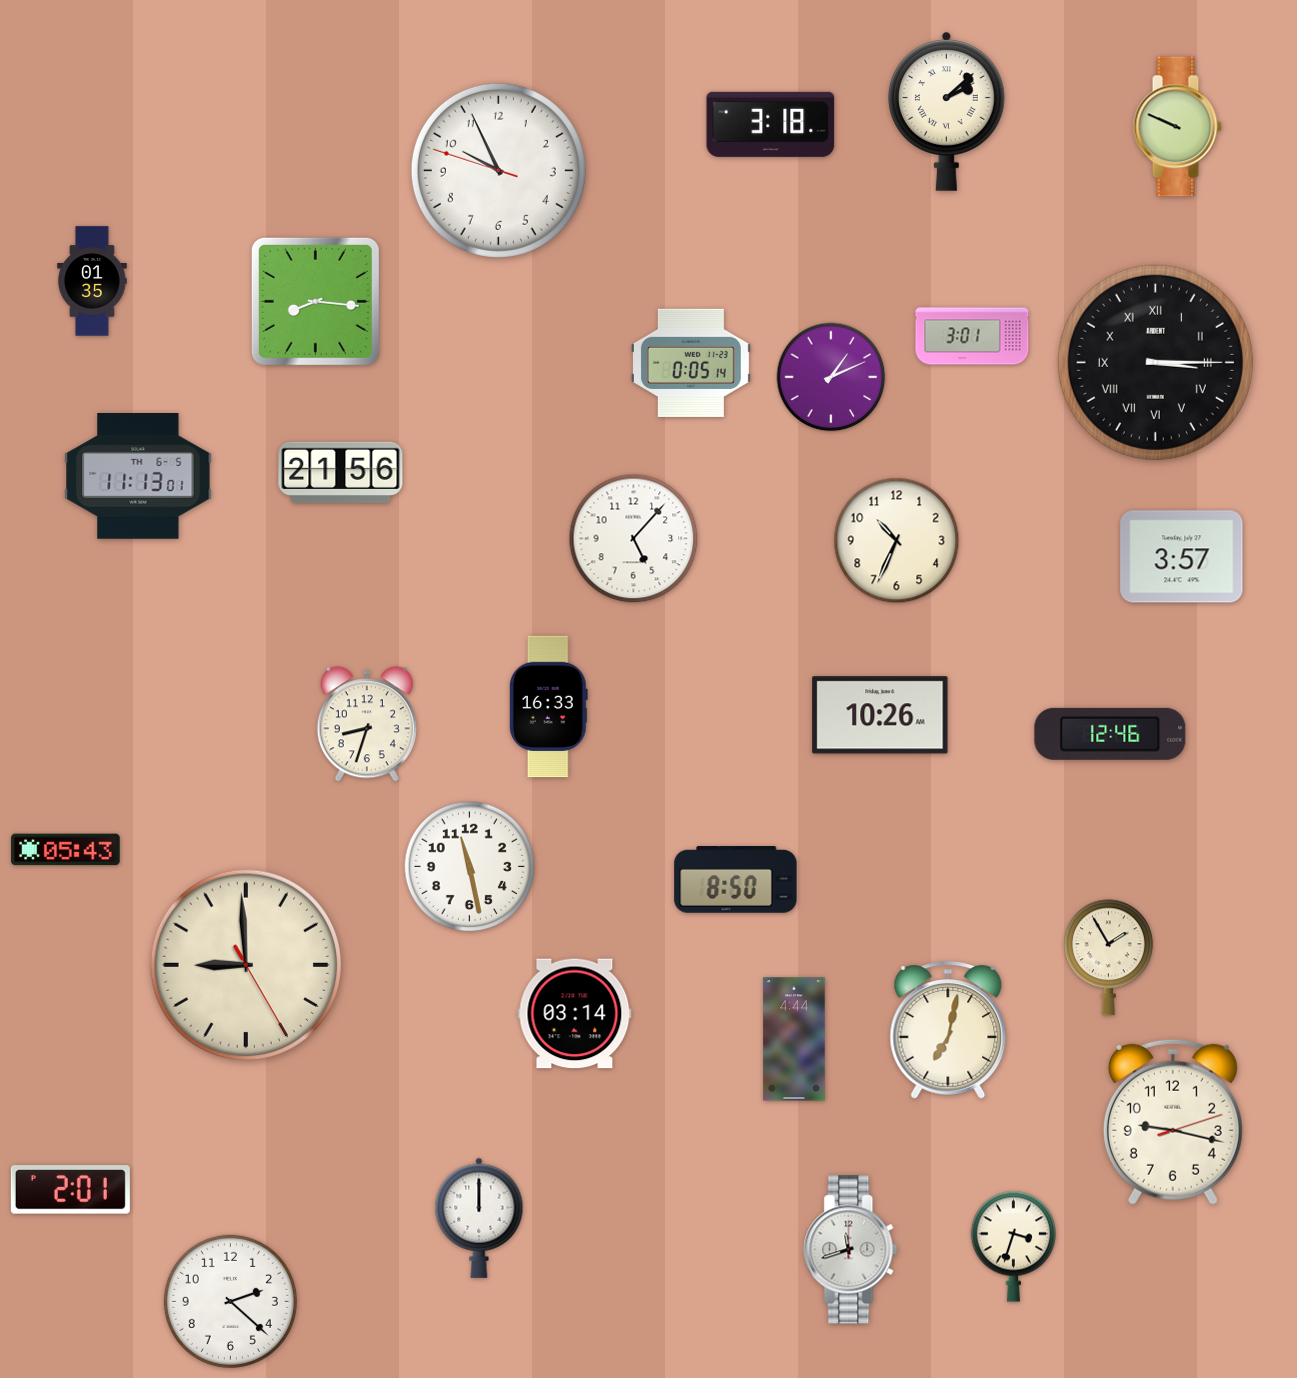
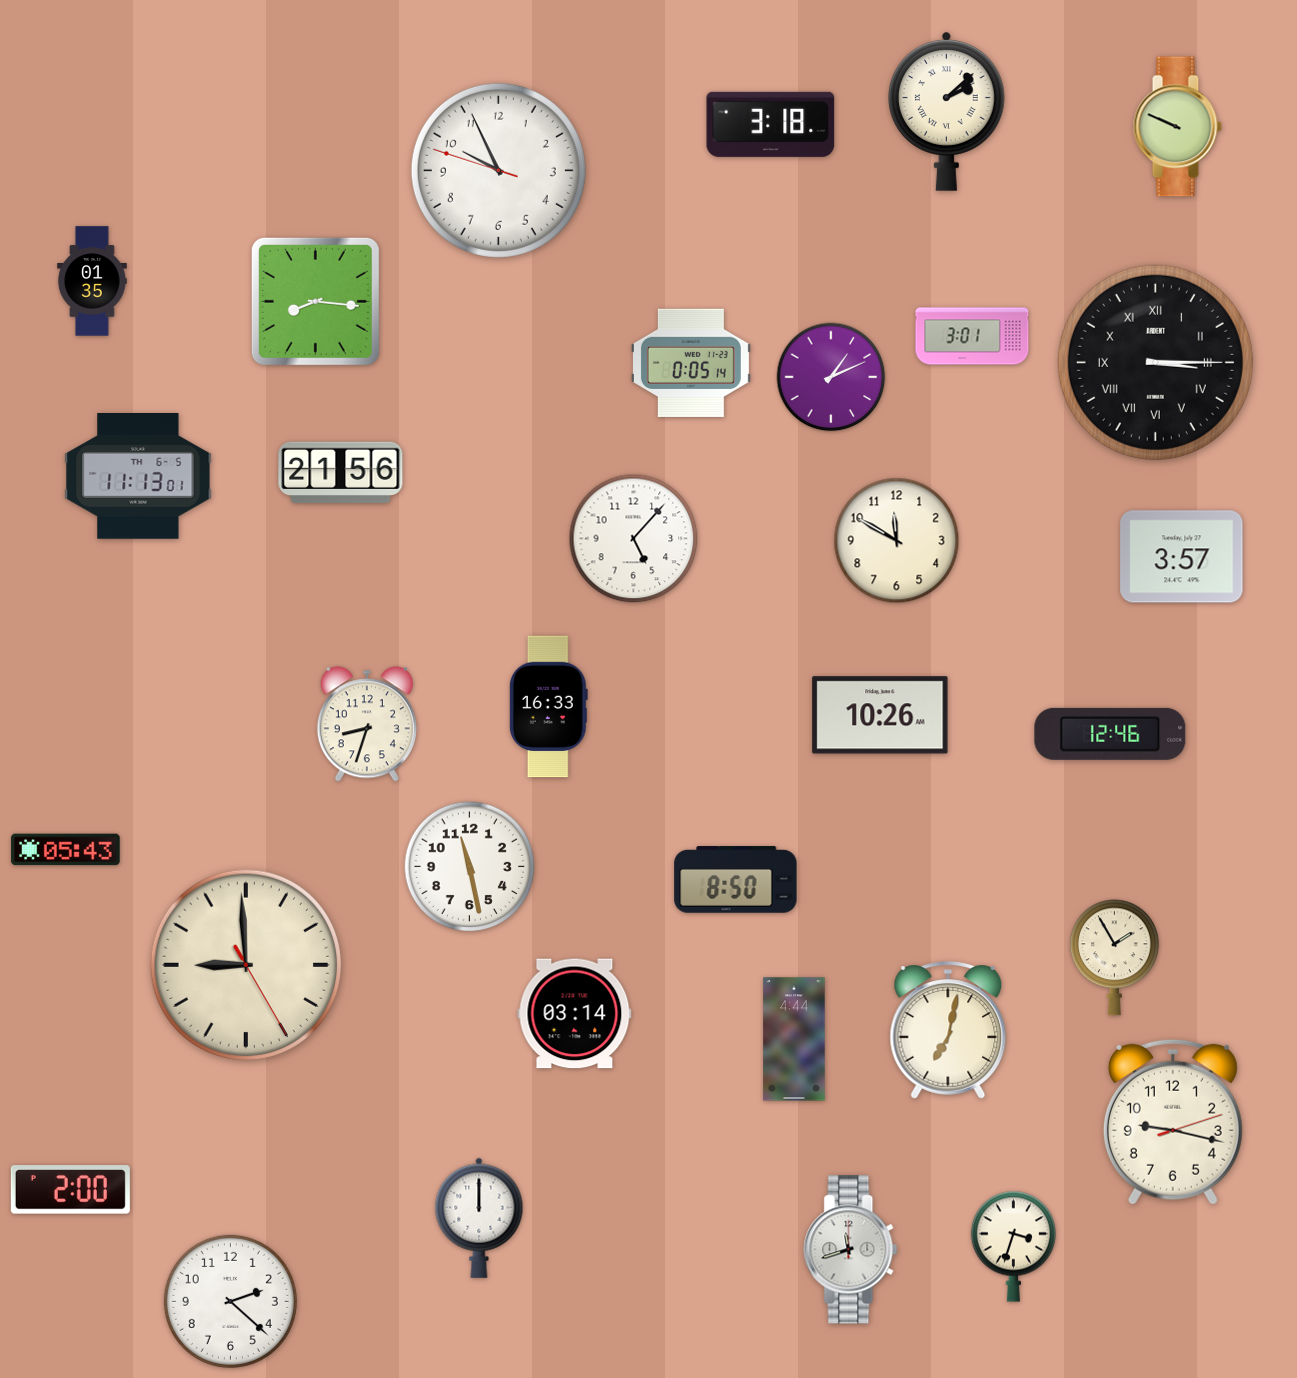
clock at (897, 541): 10:34 -> 11:50
clock at (1108, 958) position: (1108, 958) -> (1114, 958)
clock at (70, 1190): 2:01 -> 2:00
